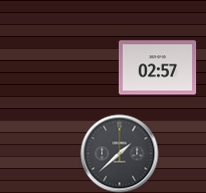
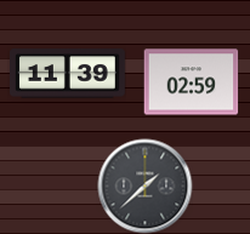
clock at (68, 74): none -> 11:39
clock at (157, 68): 02:57 -> 02:59
